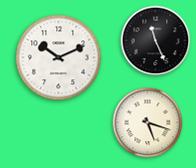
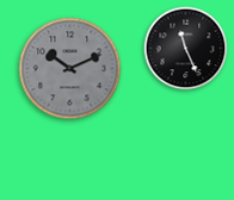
clock at (59, 58) dial: white -> grey
clock at (148, 123): 5:18 -> none
